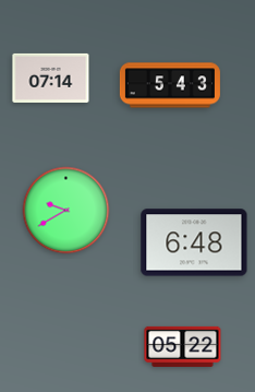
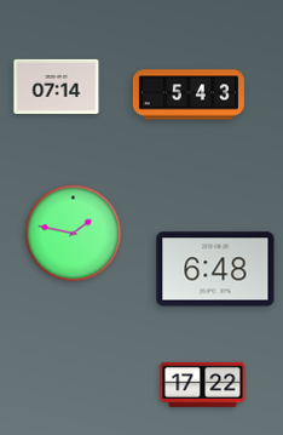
clock at (66, 211): 9:40 -> 1:47
clock at (183, 346): 05:22 -> 17:22
